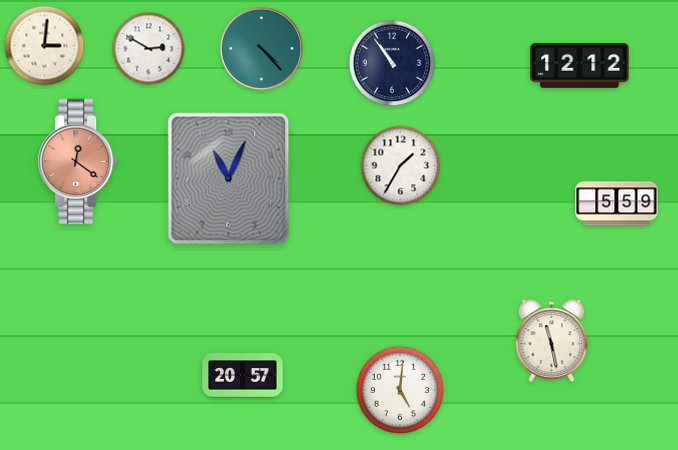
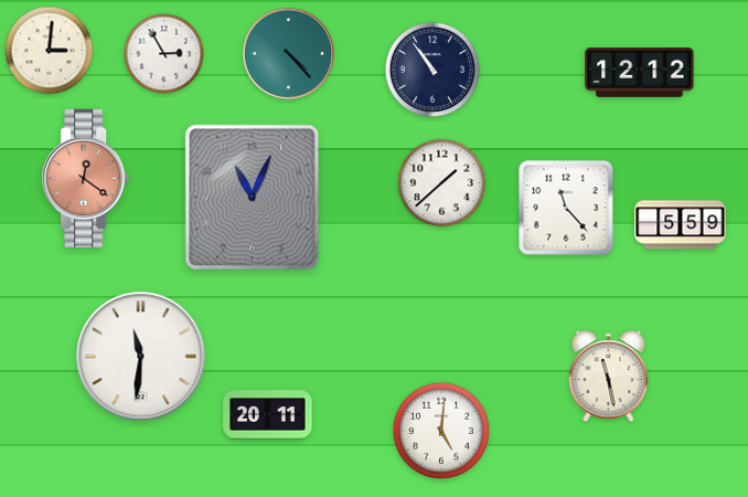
clock at (149, 49): 2:50 -> 2:55
clock at (401, 166): 1:35 -> 1:38
clock at (566, 208): none -> 11:23
clock at (141, 357): none -> 11:31
clock at (243, 376): 20:57 -> 20:11
